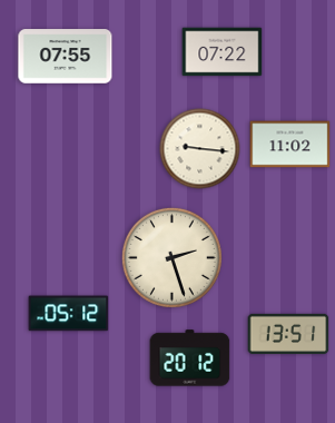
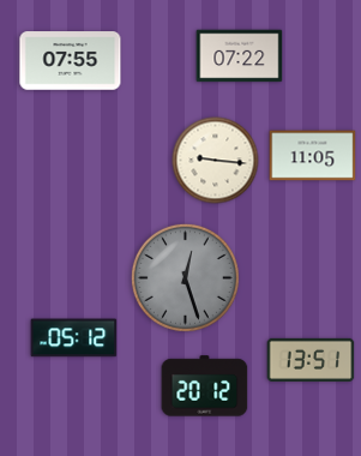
clock at (290, 145): 11:02 -> 11:05
clock at (171, 257): 2:27 -> 12:27
clock at (171, 257) dial: cream -> grey
